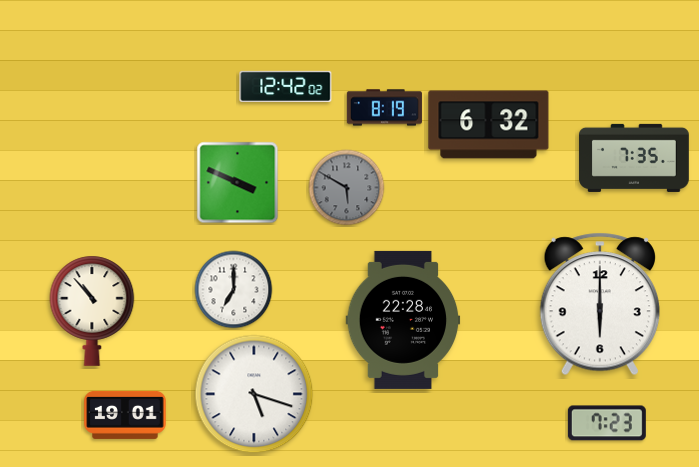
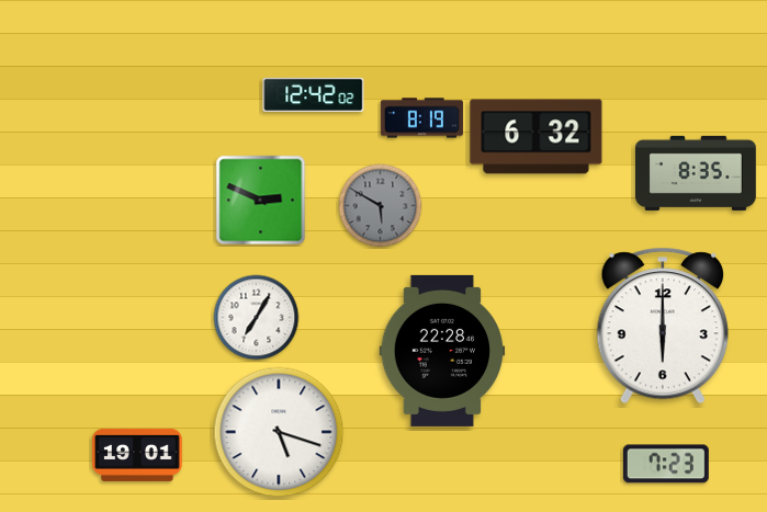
clock at (635, 158): 7:35 -> 8:35
clock at (238, 183): 3:49 -> 2:49
clock at (234, 290): 7:00 -> 7:05
clock at (599, 304) position: (599, 304) -> (662, 326)
clock at (92, 311): 10:53 -> none
